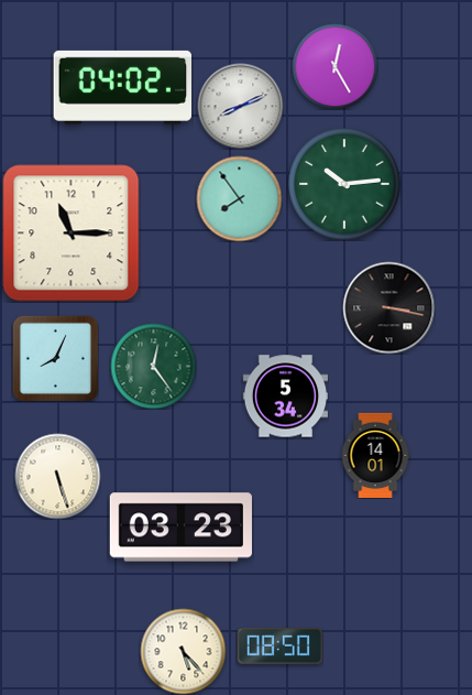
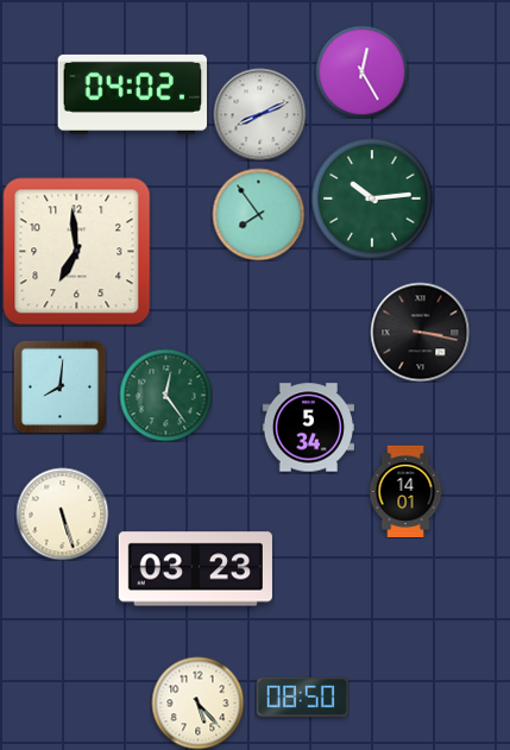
clock at (72, 234): 11:15 -> 6:59
clock at (55, 358): 8:04 -> 8:01
